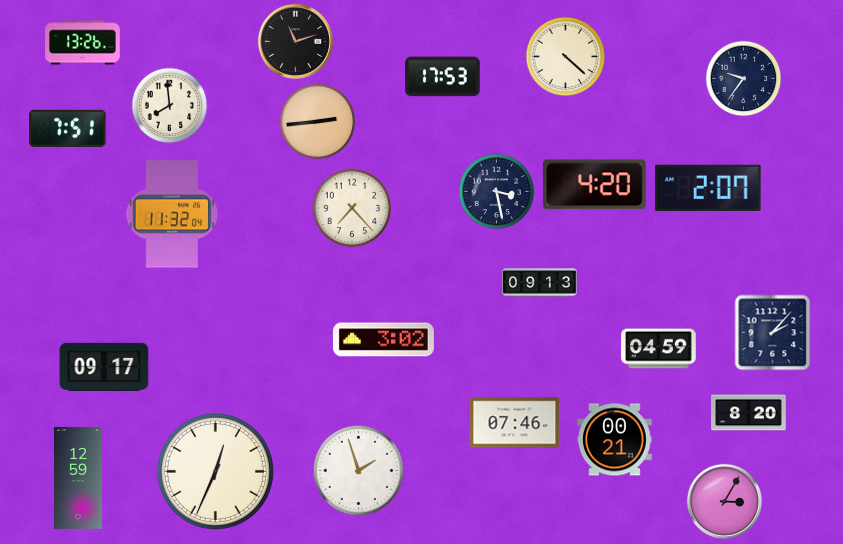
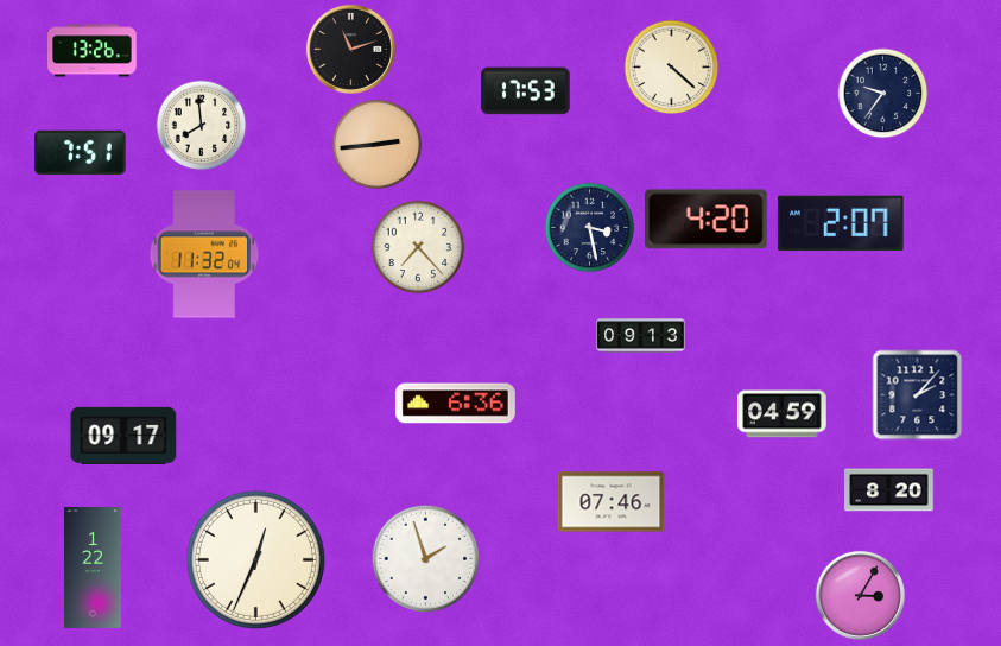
clock at (83, 43) position: (83, 43) -> (93, 51)
clock at (383, 340): 3:02 -> 6:36
clock at (615, 440): 00:21 -> none
clock at (78, 479): 12:59 -> 1:22
